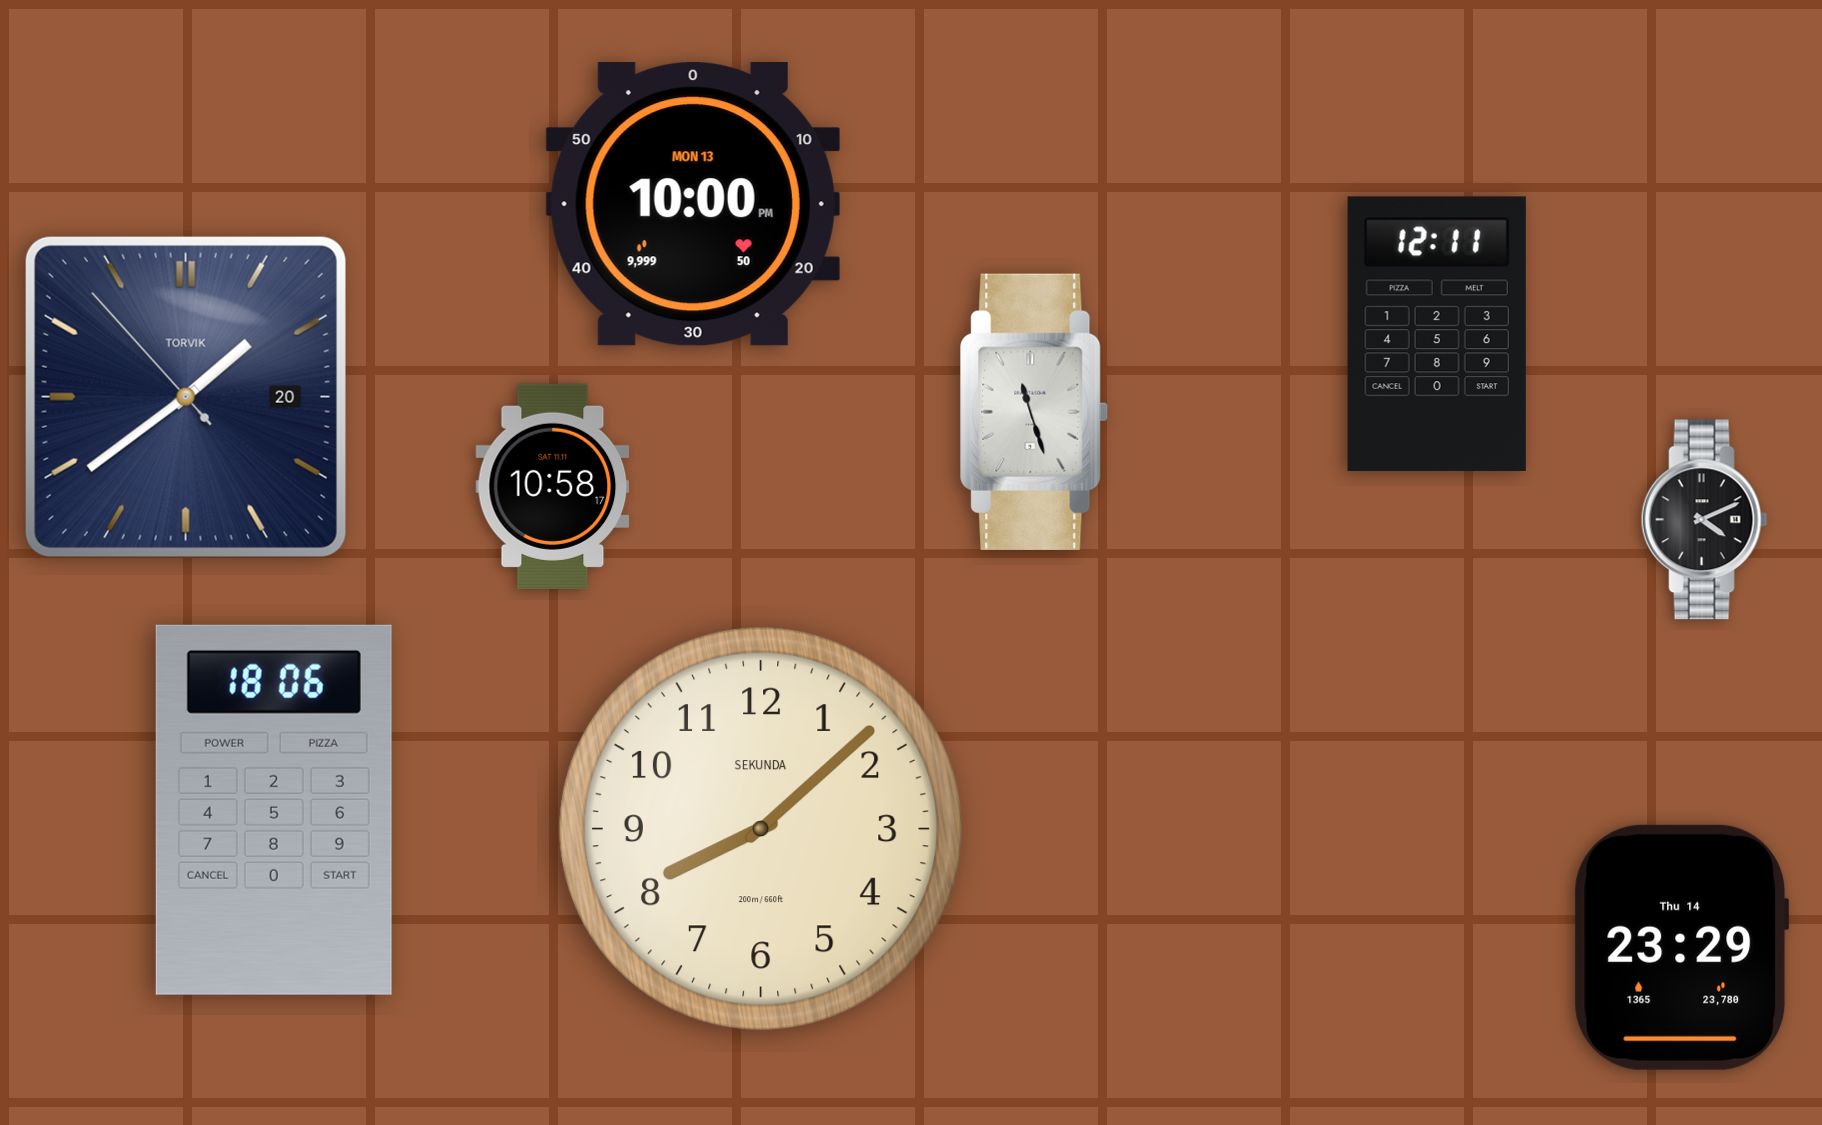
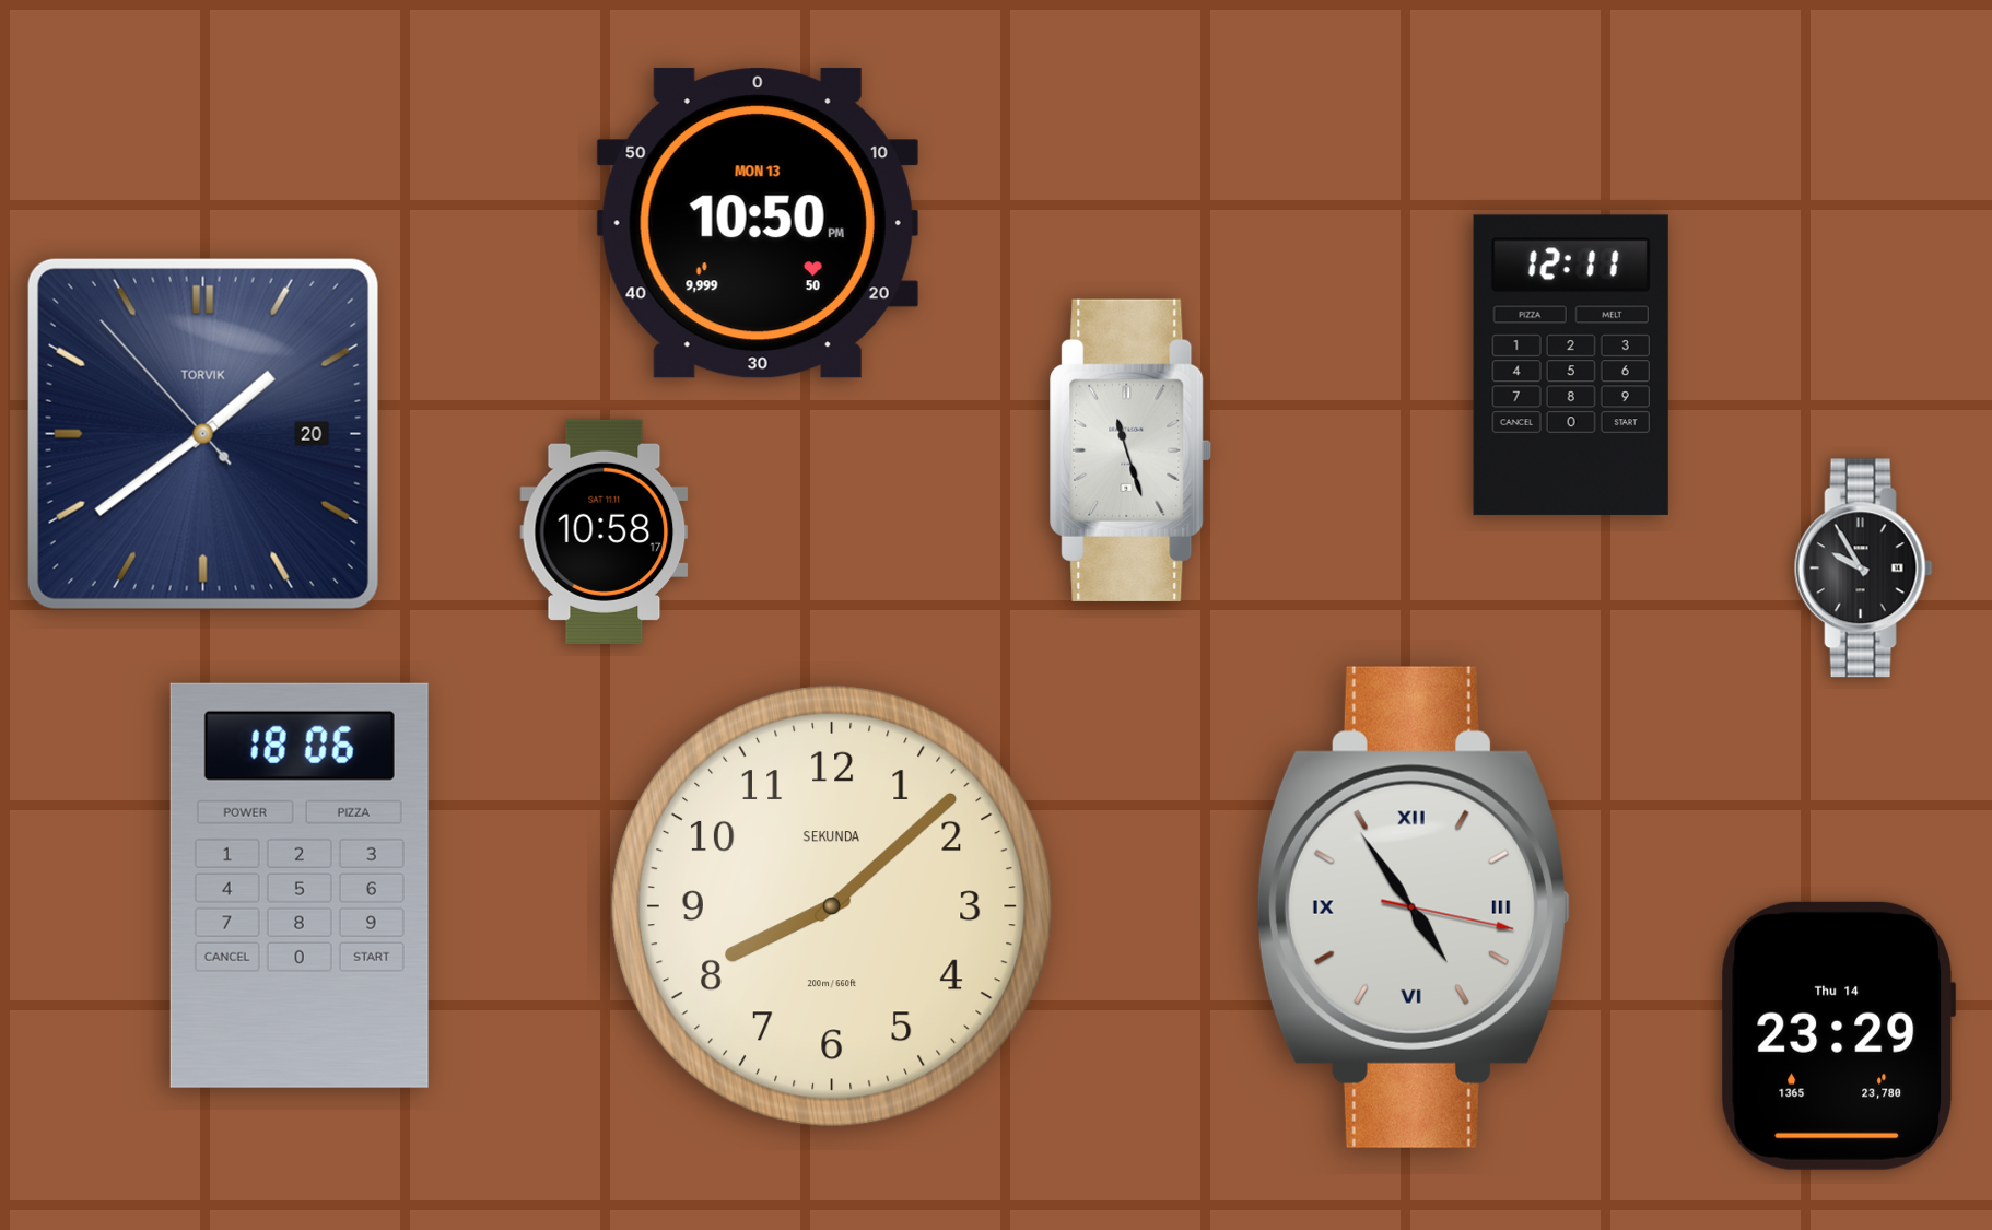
clock at (693, 204): 10:00 -> 10:50
clock at (1704, 520): 4:11 -> 9:55
clock at (1414, 907): none -> 4:54
